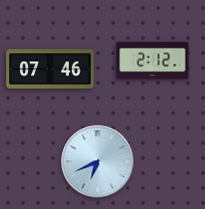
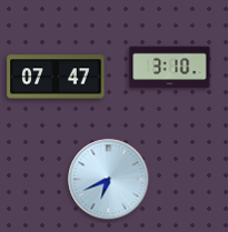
clock at (153, 61): 2:12 -> 3:10
clock at (50, 69): 07:46 -> 07:47
